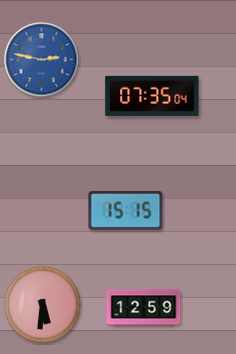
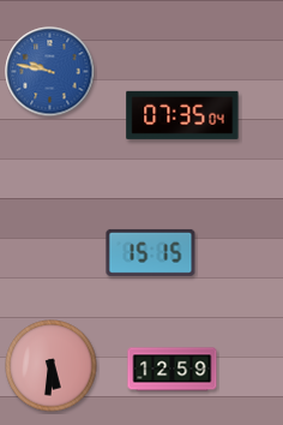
clock at (42, 60): 2:47 -> 9:47
